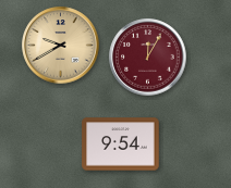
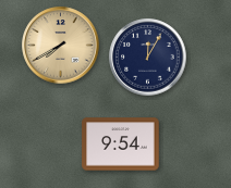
clock at (61, 46): 9:40 -> 7:40
clock at (148, 58) dial: burgundy -> navy
